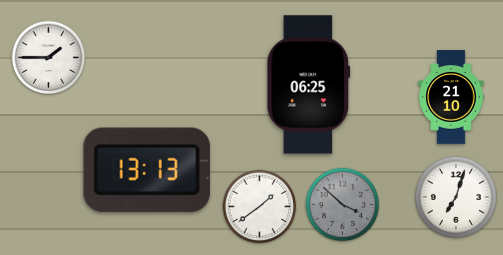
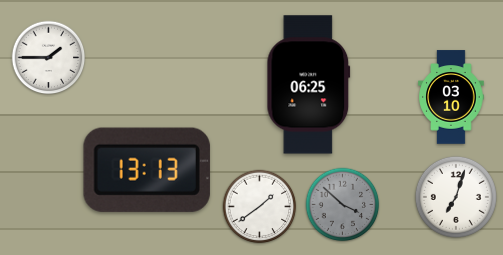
clock at (451, 97): 21:10 -> 03:10
